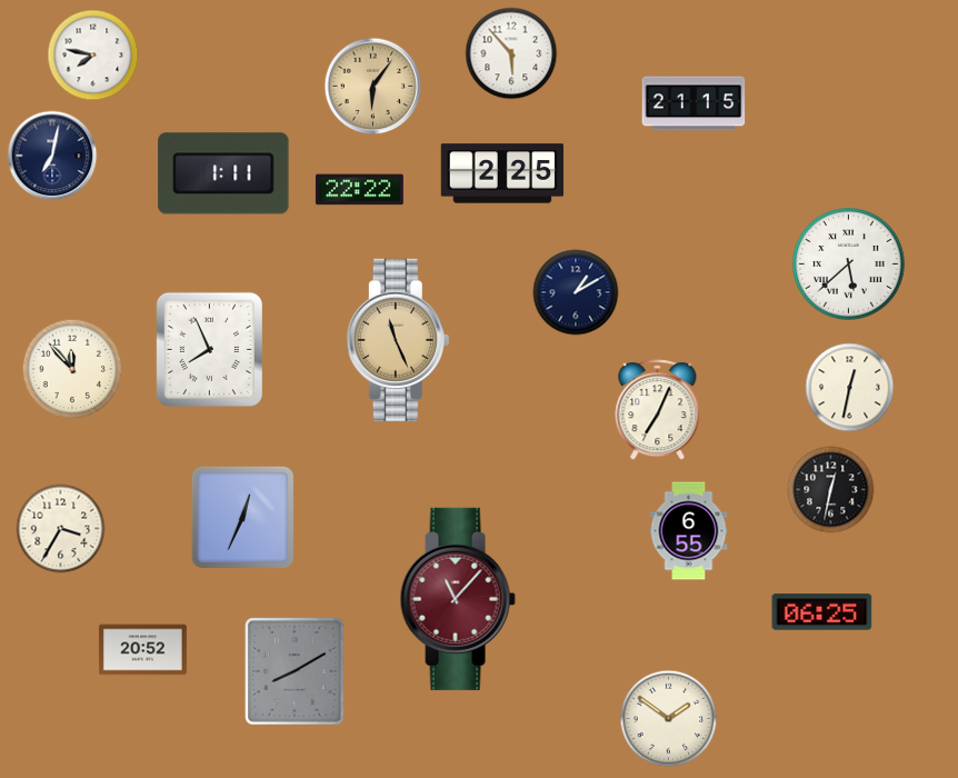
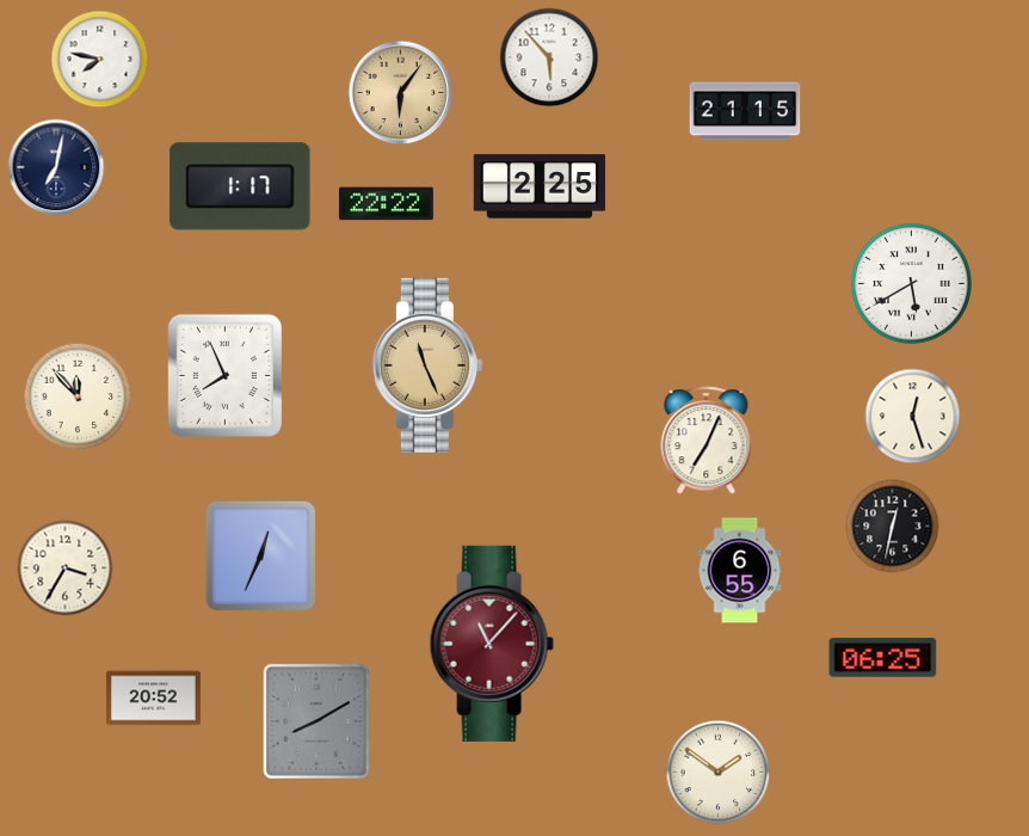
clock at (223, 173): 1:11 -> 1:17
clock at (849, 265): 5:38 -> 5:40
clock at (576, 292): 1:10 -> none
clock at (850, 388): 12:32 -> 12:27
